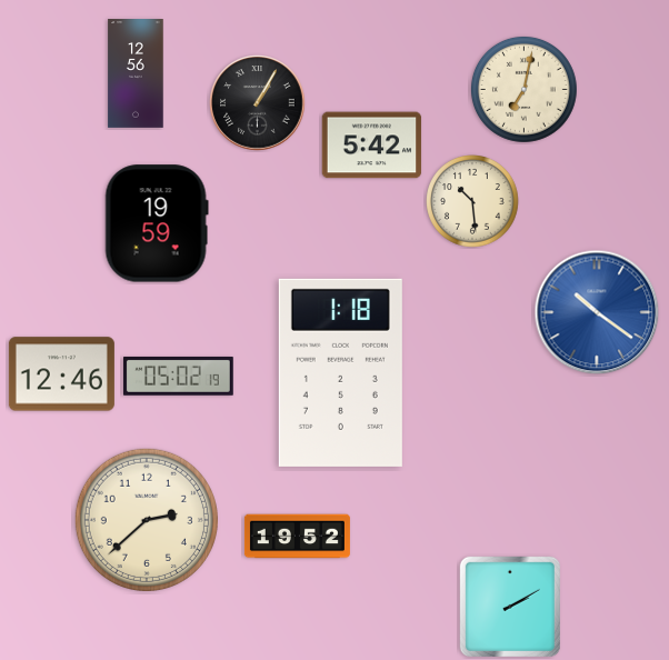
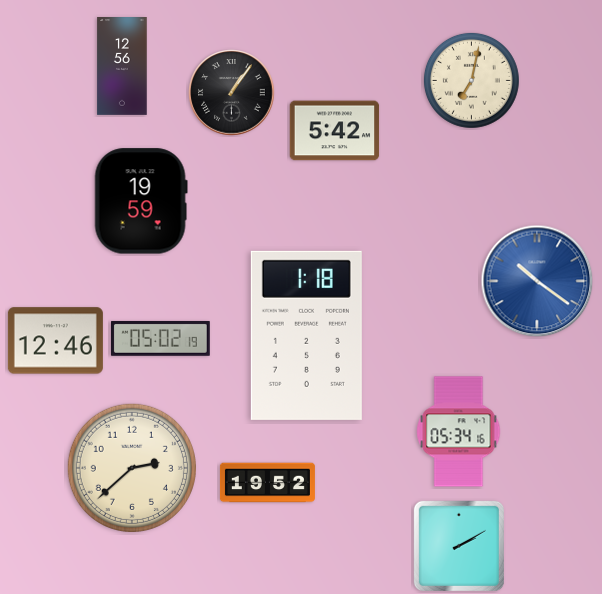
clock at (258, 103): 1:05 -> 1:06
clock at (472, 201): 10:29 -> none
clock at (61, 374) position: (61, 374) -> (55, 341)
clock at (459, 432): none -> 05:34
